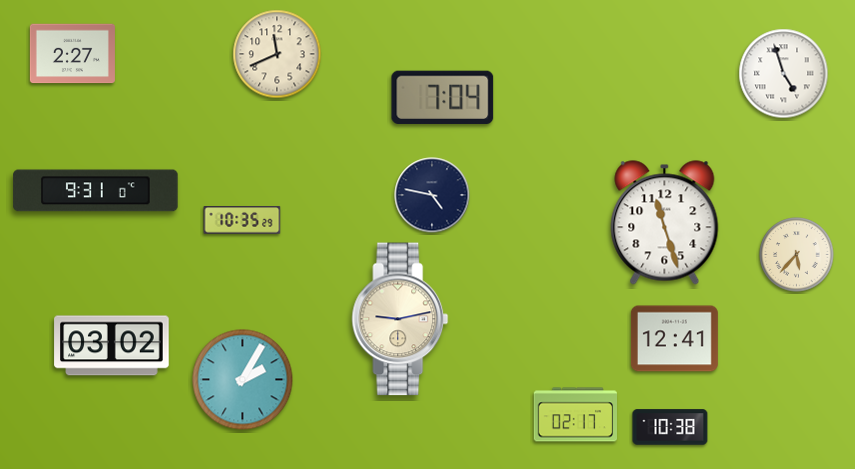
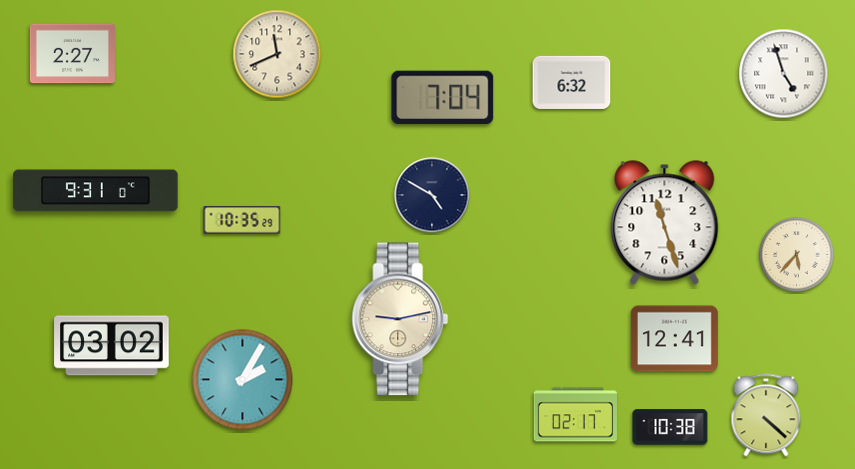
clock at (572, 82): none -> 6:32
clock at (432, 195): 4:47 -> 4:50
clock at (766, 415): none -> 4:22
